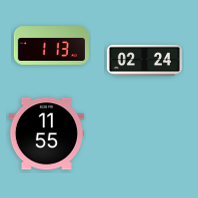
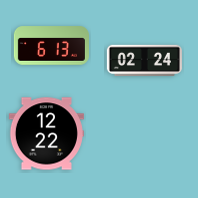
clock at (51, 46): 1:13 -> 6:13
clock at (46, 134): 11:55 -> 12:22
